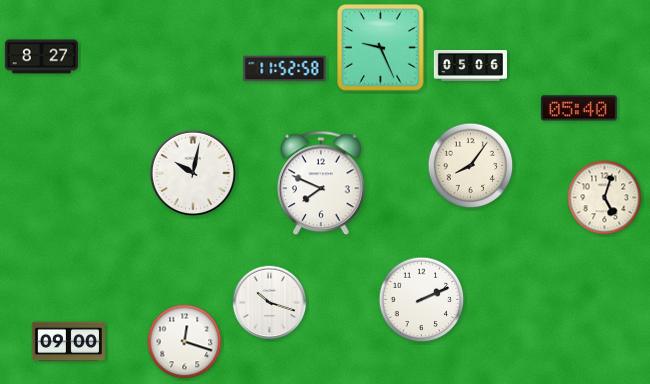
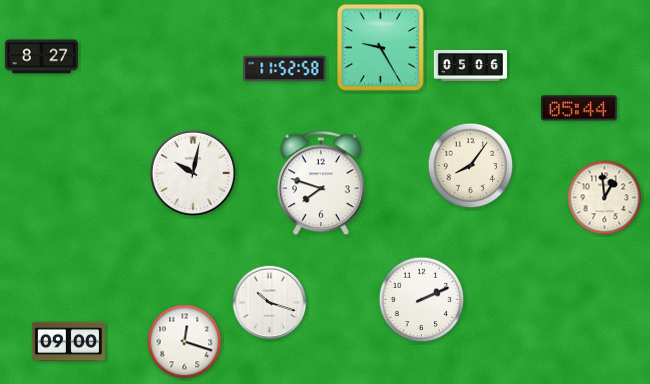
clock at (381, 48): 9:26 -> 9:25
clock at (579, 108): 05:40 -> 05:44
clock at (321, 183): 7:49 -> 7:48
clock at (605, 198): 5:03 -> 12:59
